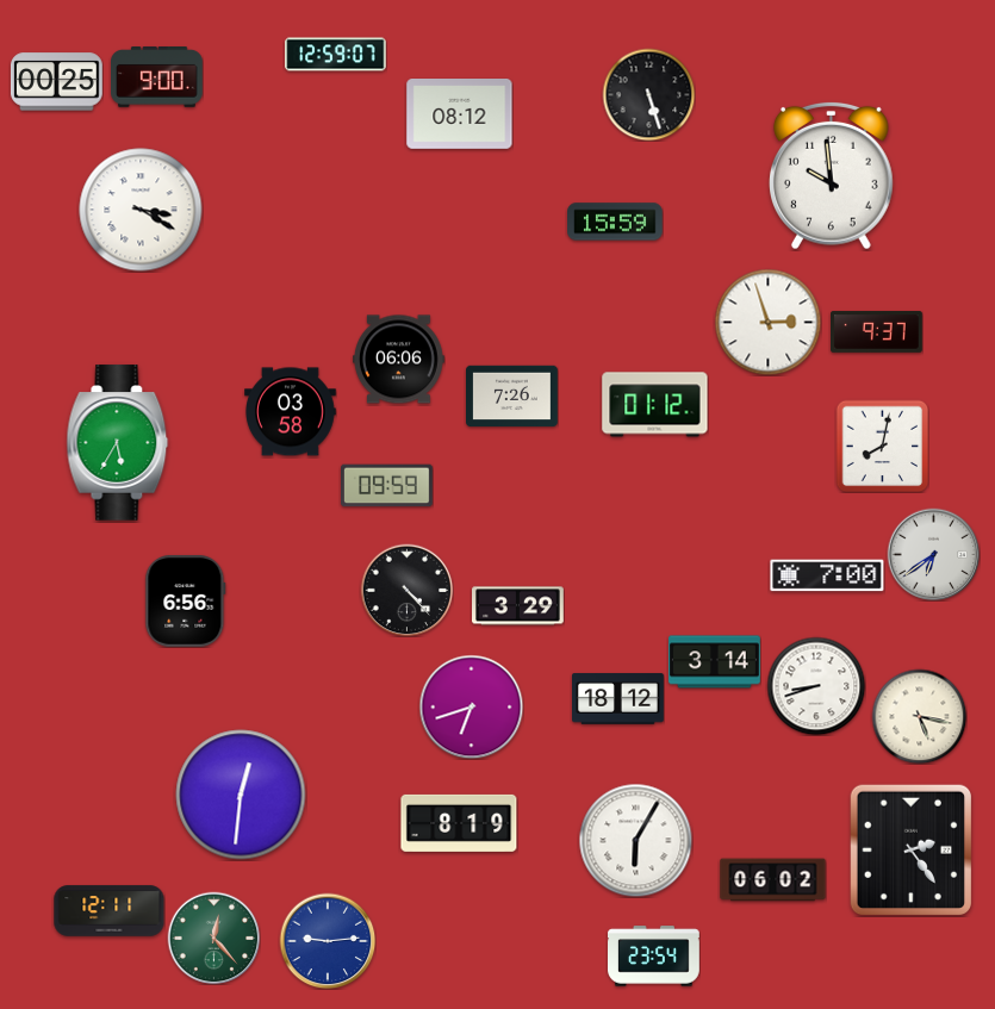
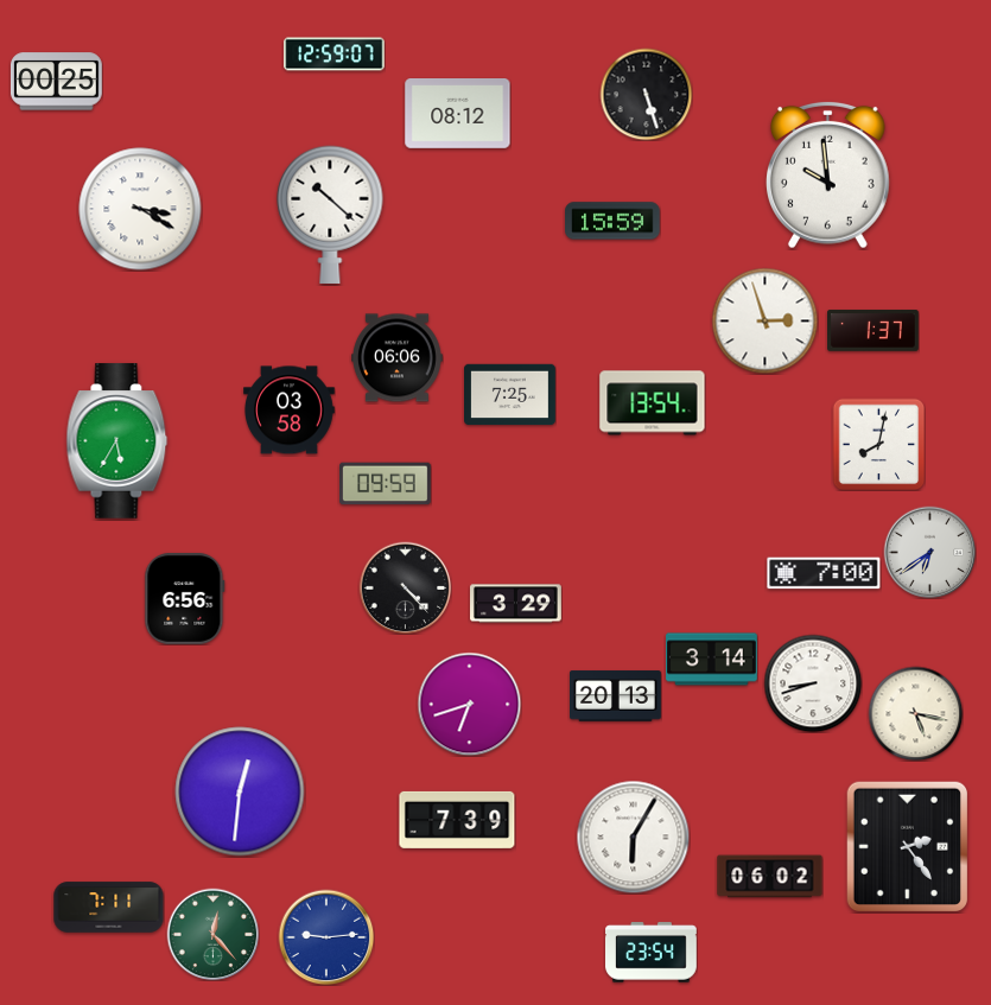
clock at (157, 77): 9:00 -> none
clock at (330, 214): none -> 10:22
clock at (877, 332): 9:37 -> 1:37
clock at (512, 397): 7:26 -> 7:25
clock at (655, 405): 01:12 -> 13:54
clock at (618, 699): 18:12 -> 20:13
clock at (459, 823): 8:19 -> 7:39
clock at (110, 911): 12:11 -> 7:11
